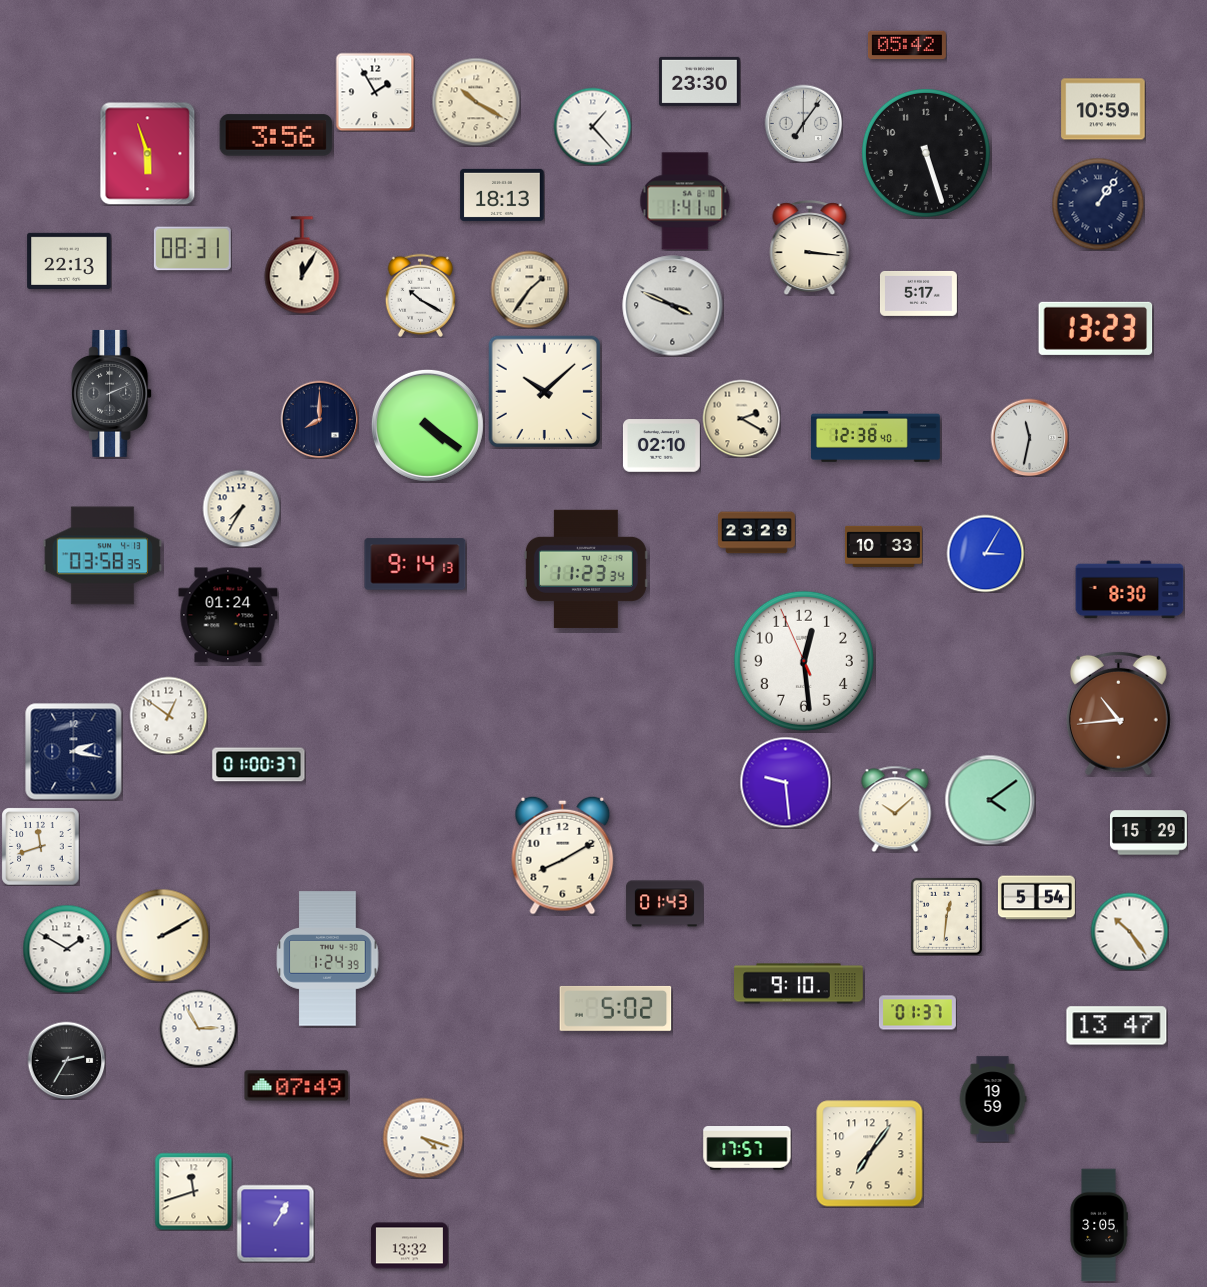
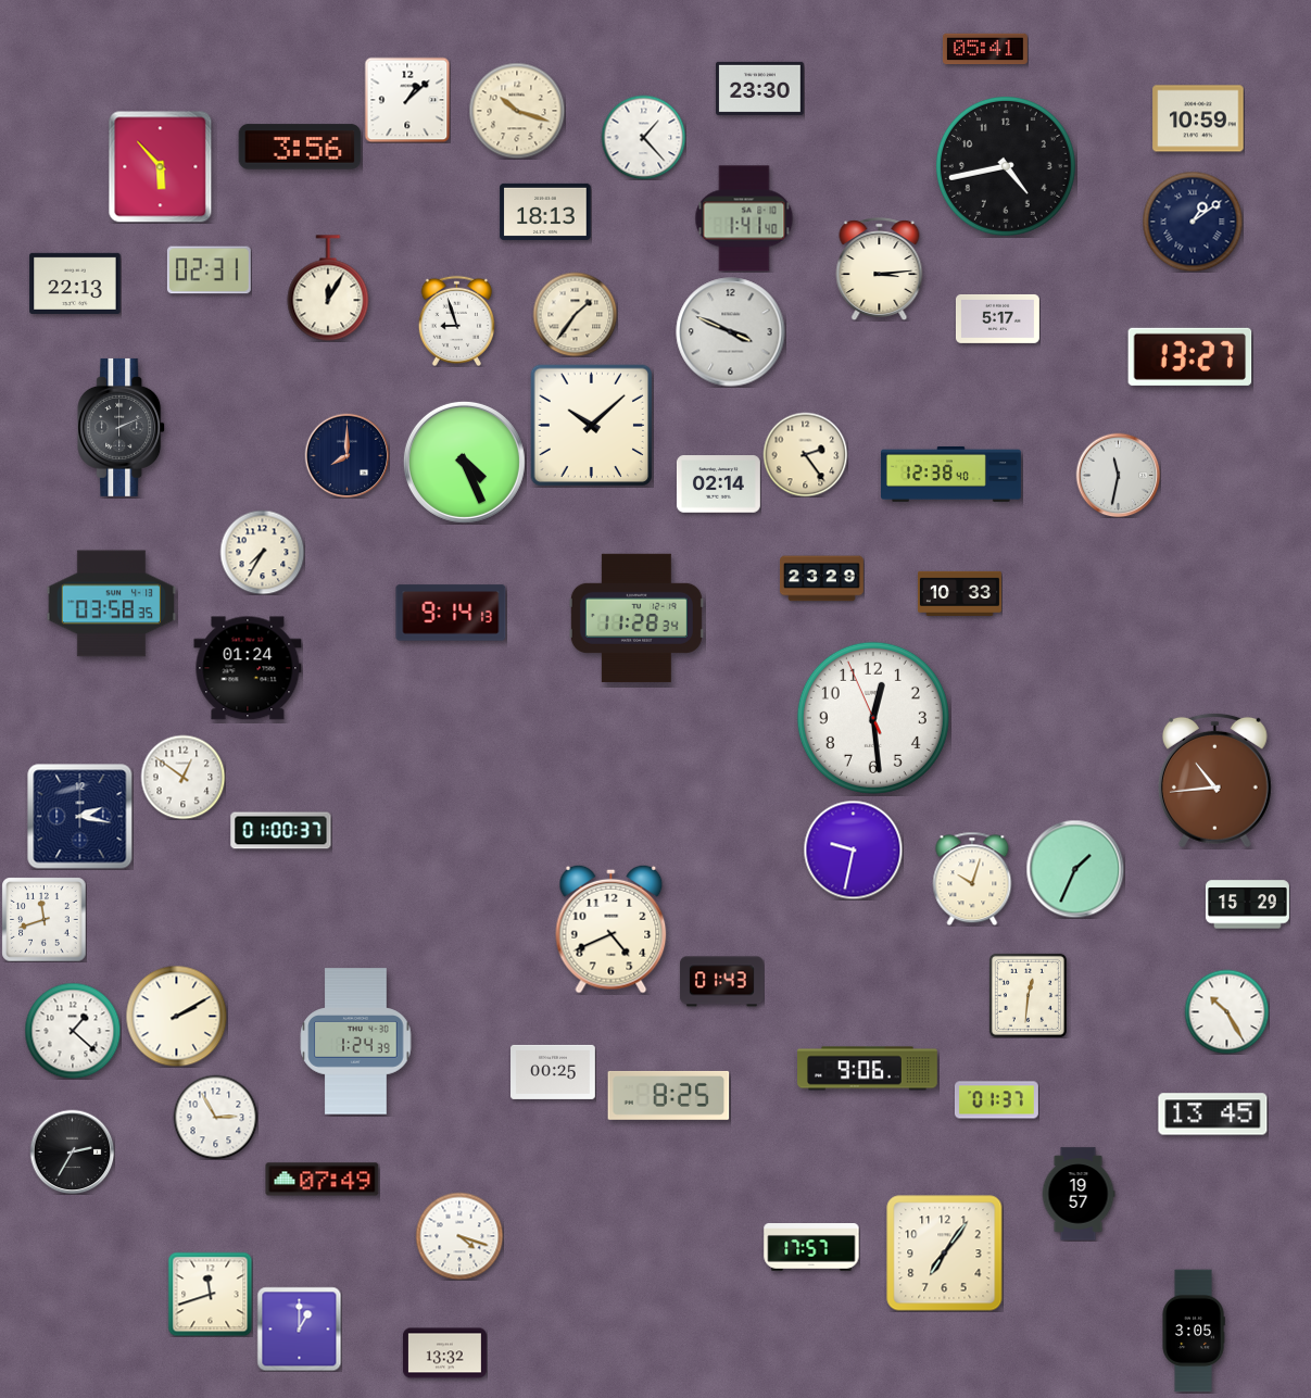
clock at (908, 45): 05:42 -> 05:41
clock at (375, 92): 1:55 -> 1:08
clock at (476, 102): 10:20 -> 10:18
clock at (803, 123): 7:06 -> none
clock at (926, 153): 5:27 -> 4:43
clock at (148, 154): 5:57 -> 5:53
clock at (1098, 204): 1:06 -> 1:09
clock at (810, 248): 3:16 -> 3:14
clock at (192, 249): 08:31 -> 02:31
clock at (420, 295): 10:20 -> 8:57
clock at (1096, 328): 13:23 -> 13:27
clock at (741, 418): 2:20 -> 2:24
clock at (427, 425): 4:21 -> 4:26
clock at (661, 446): 02:10 -> 02:14
clock at (985, 553): 3:05 -> none
clock at (586, 569): 11:23 -> 11:28
clock at (1130, 590): 8:30 -> none
clock at (1118, 713) position: (1118, 713) -> (1214, 780)
clock at (785, 782): 9:29 -> 9:32
clock at (990, 800): 4:09 -> 1:34
clock at (895, 809): 10:08 -> 10:03
clock at (563, 855): 8:10 -> 4:41
clock at (1036, 898): 5:54 -> none
clock at (1129, 931): 10:24 -> 10:25
clock at (67, 949): 1:50 -> 1:22
clock at (799, 984): 9:10 -> 9:06
clock at (554, 1072): none -> 00:25
clock at (616, 1008): 5:02 -> 8:25
clock at (1117, 1026): 13:47 -> 13:45
clock at (993, 1099): 19:59 -> 19:57
clock at (275, 1223): 1:05 -> 1:00
